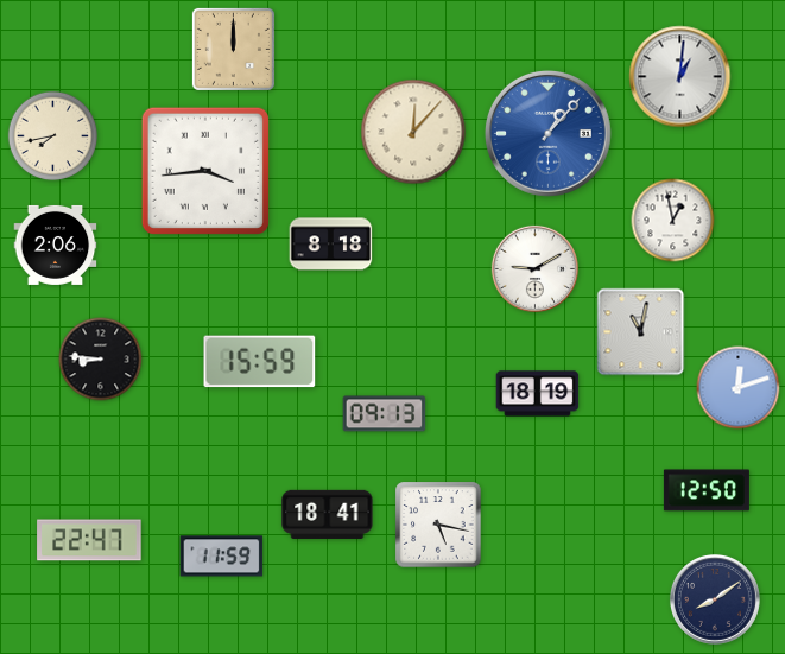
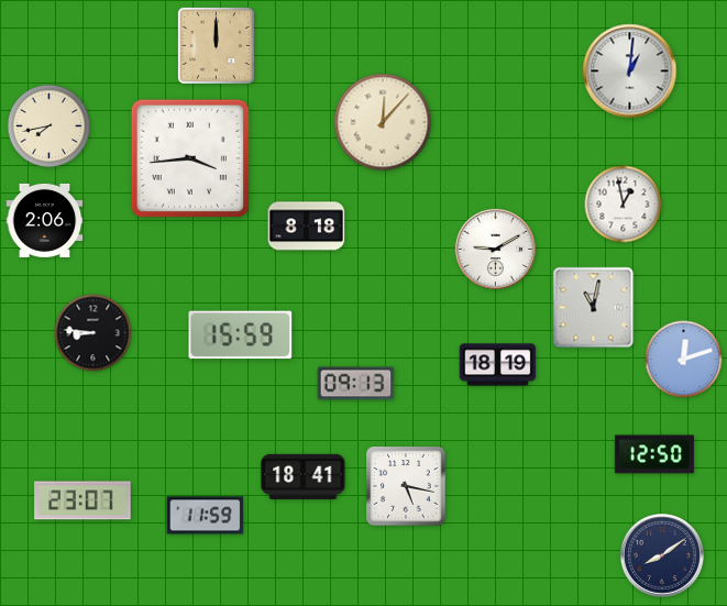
clock at (547, 133): 1:07 -> none
clock at (56, 245) position: (56, 245) -> (45, 220)
clock at (89, 540): 22:47 -> 23:07
